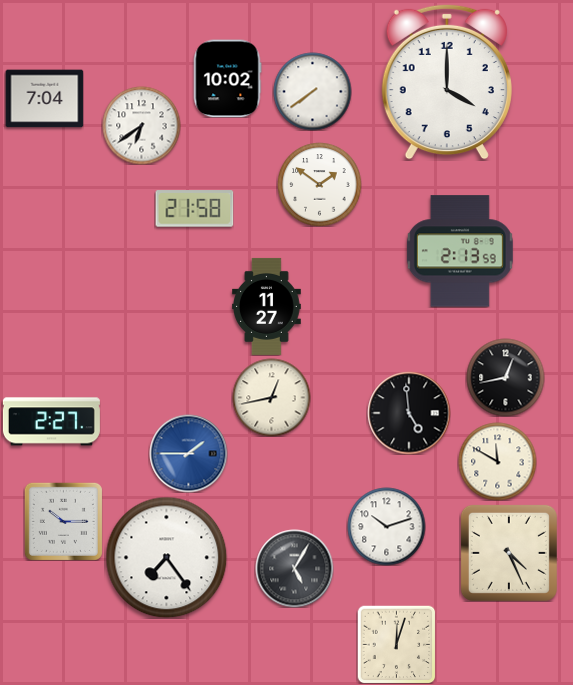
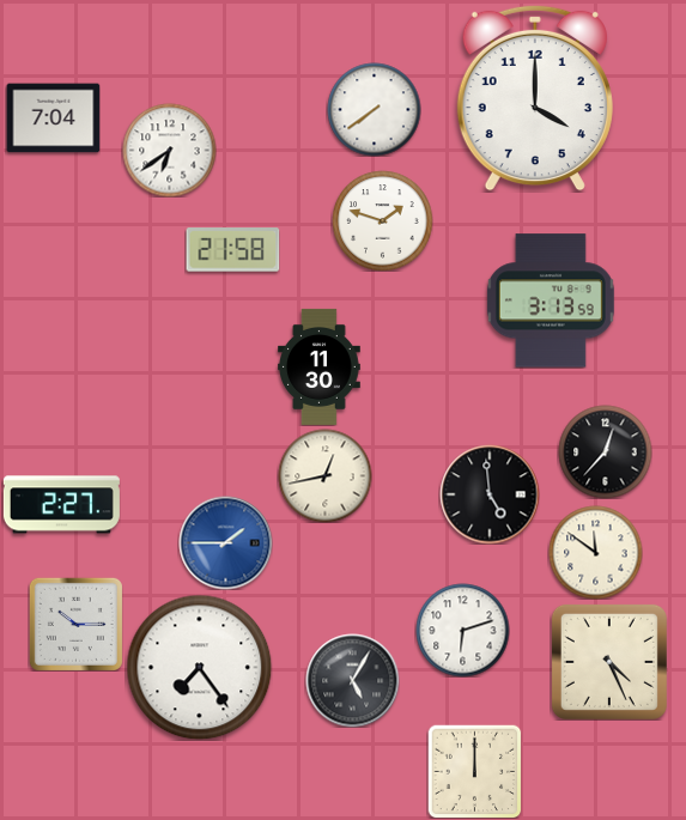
clock at (227, 78): 10:02 -> none
clock at (319, 184): 1:51 -> 1:48
clock at (460, 251): 2:13 -> 3:13
clock at (267, 306): 11:27 -> 11:30
clock at (505, 377): 12:43 -> 12:37
clock at (497, 461): 11:50 -> 11:51
clock at (386, 526): 10:12 -> 6:12
clock at (396, 644): 12:03 -> 12:00
